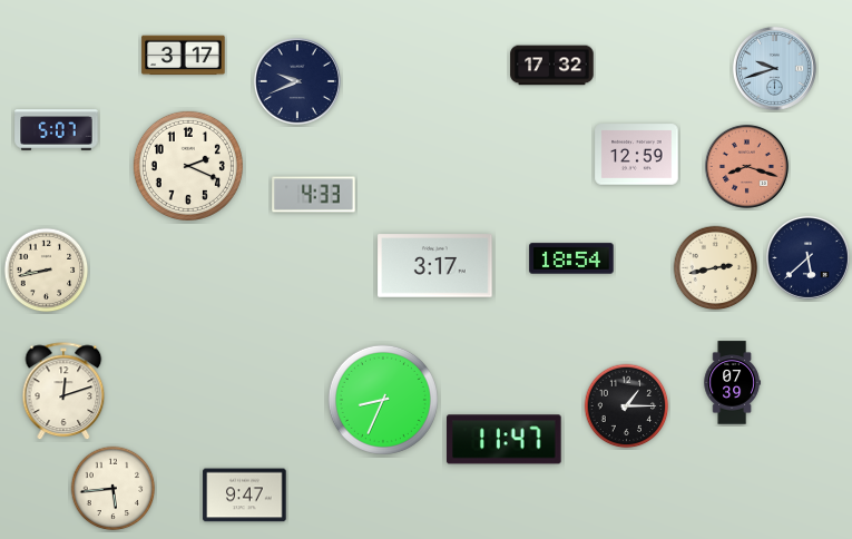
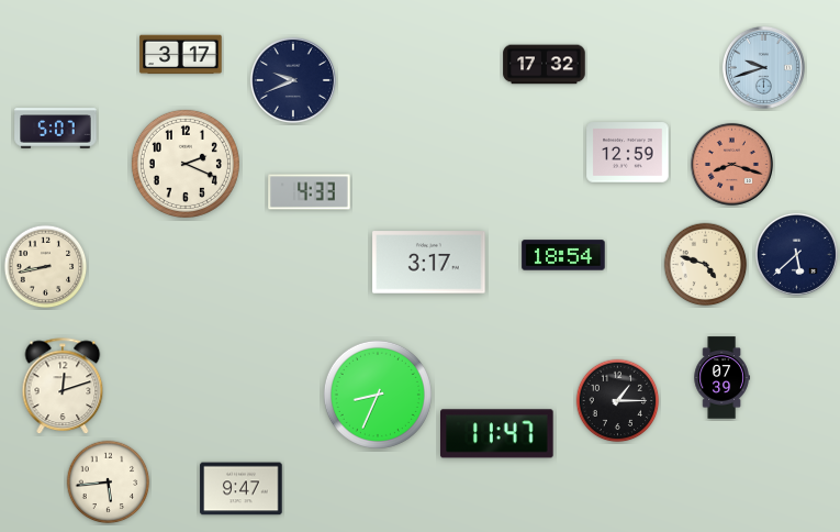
clock at (746, 166) position: (746, 166) -> (731, 164)
clock at (716, 268): 2:43 -> 4:48
clock at (114, 489) position: (114, 489) -> (109, 483)
